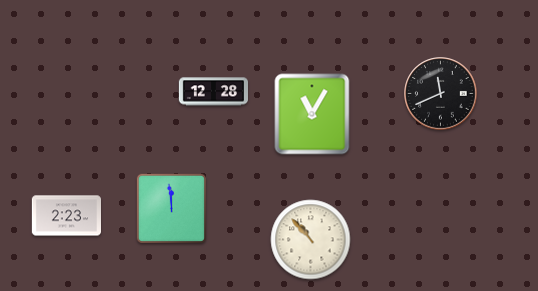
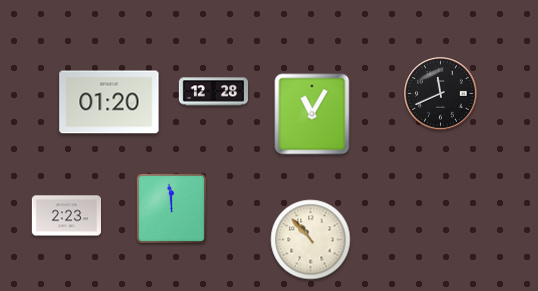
clock at (109, 102): none -> 01:20
